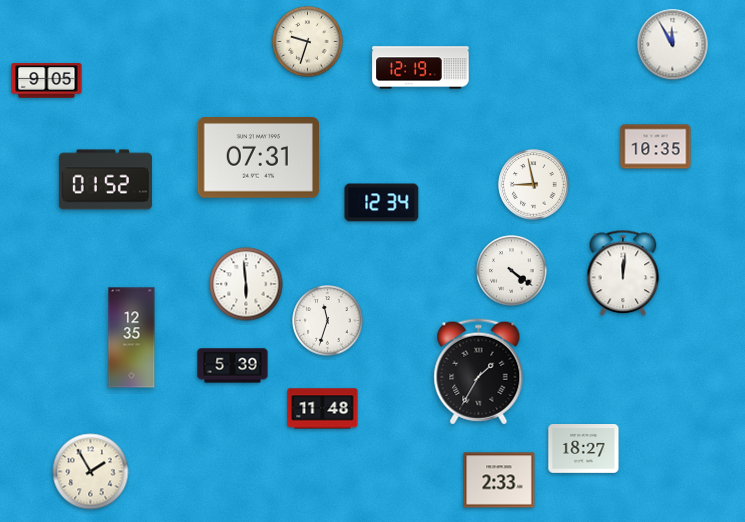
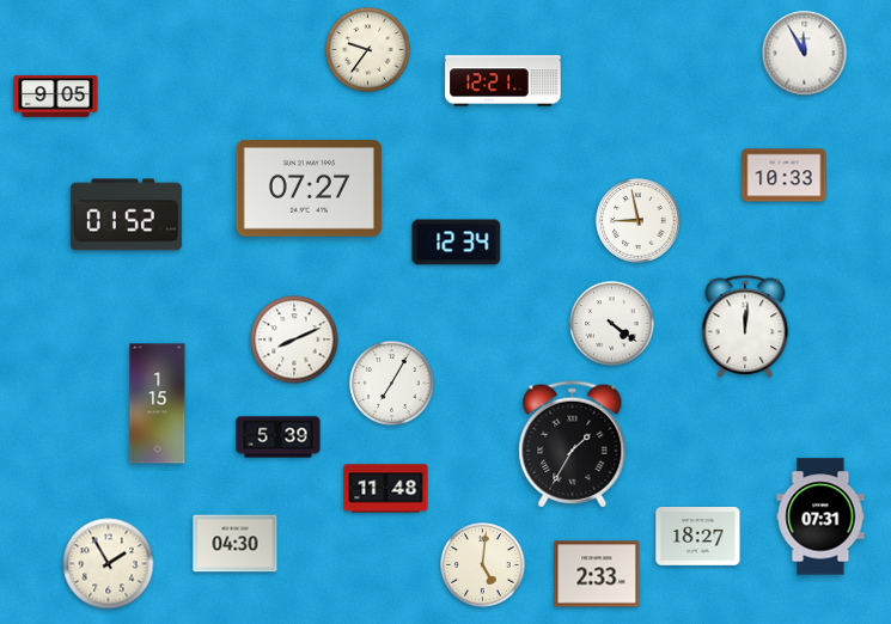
clock at (308, 42): 9:33 -> 9:36
clock at (421, 68): 12:19 -> 12:21
clock at (656, 147): 10:35 -> 10:33
clock at (258, 158): 07:31 -> 07:27
clock at (246, 284): 5:59 -> 8:11
clock at (328, 321): 11:33 -> 7:05
clock at (132, 338): 12:35 -> 1:15
clock at (820, 516): none -> 07:31
clock at (236, 544): none -> 04:30
clock at (483, 565): none -> 5:01
